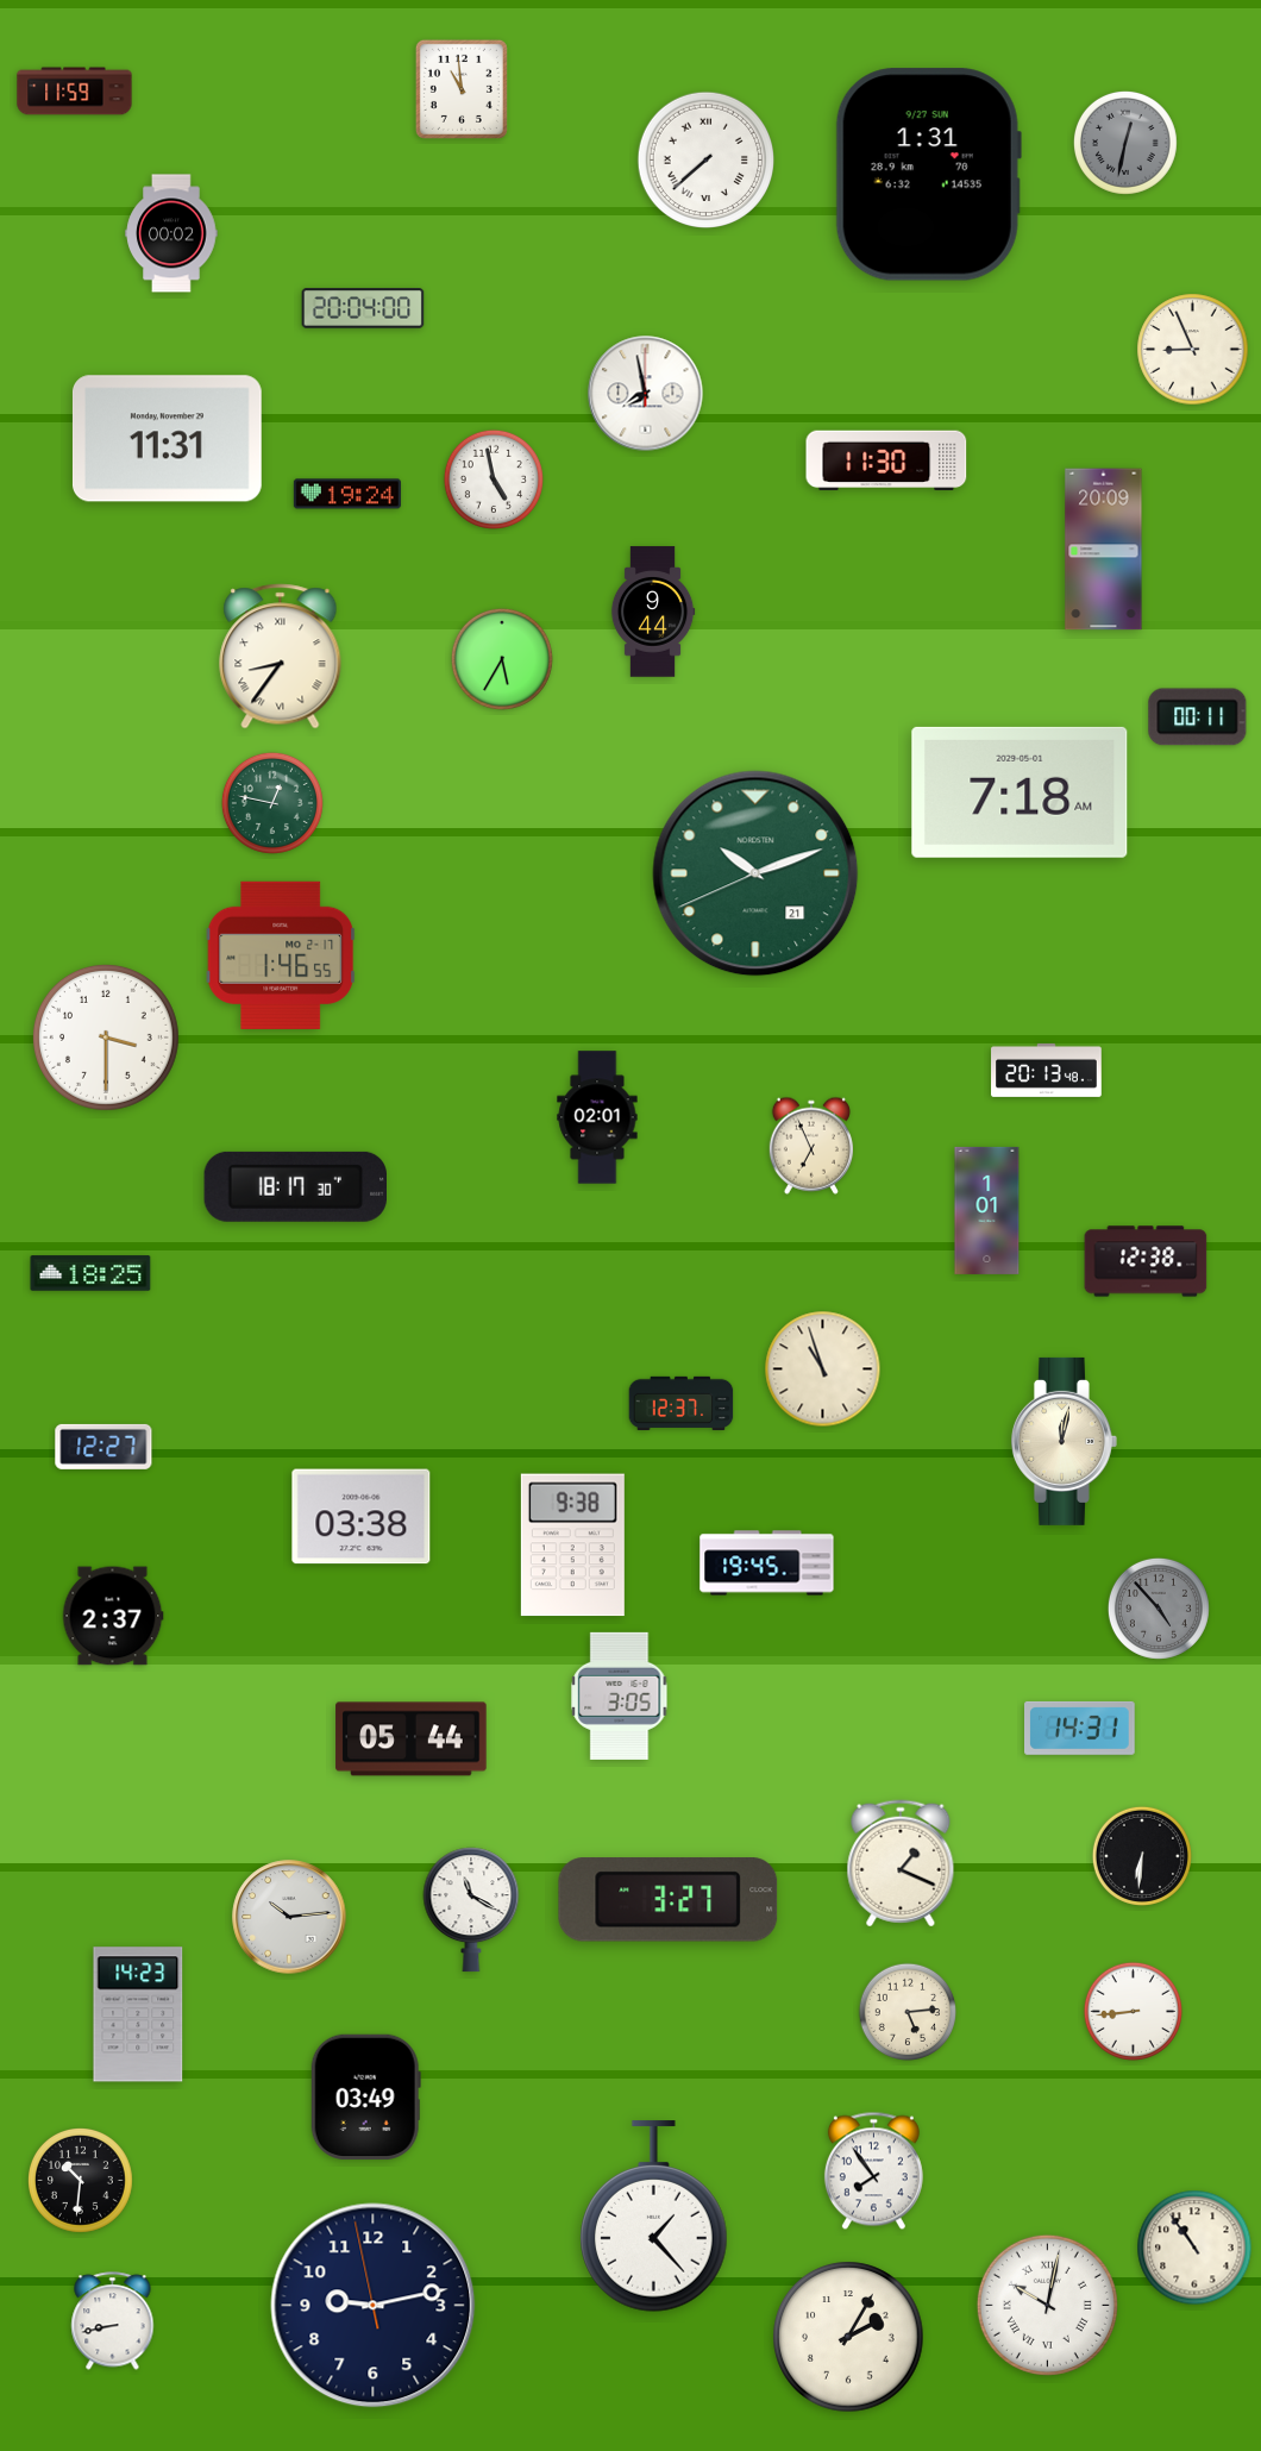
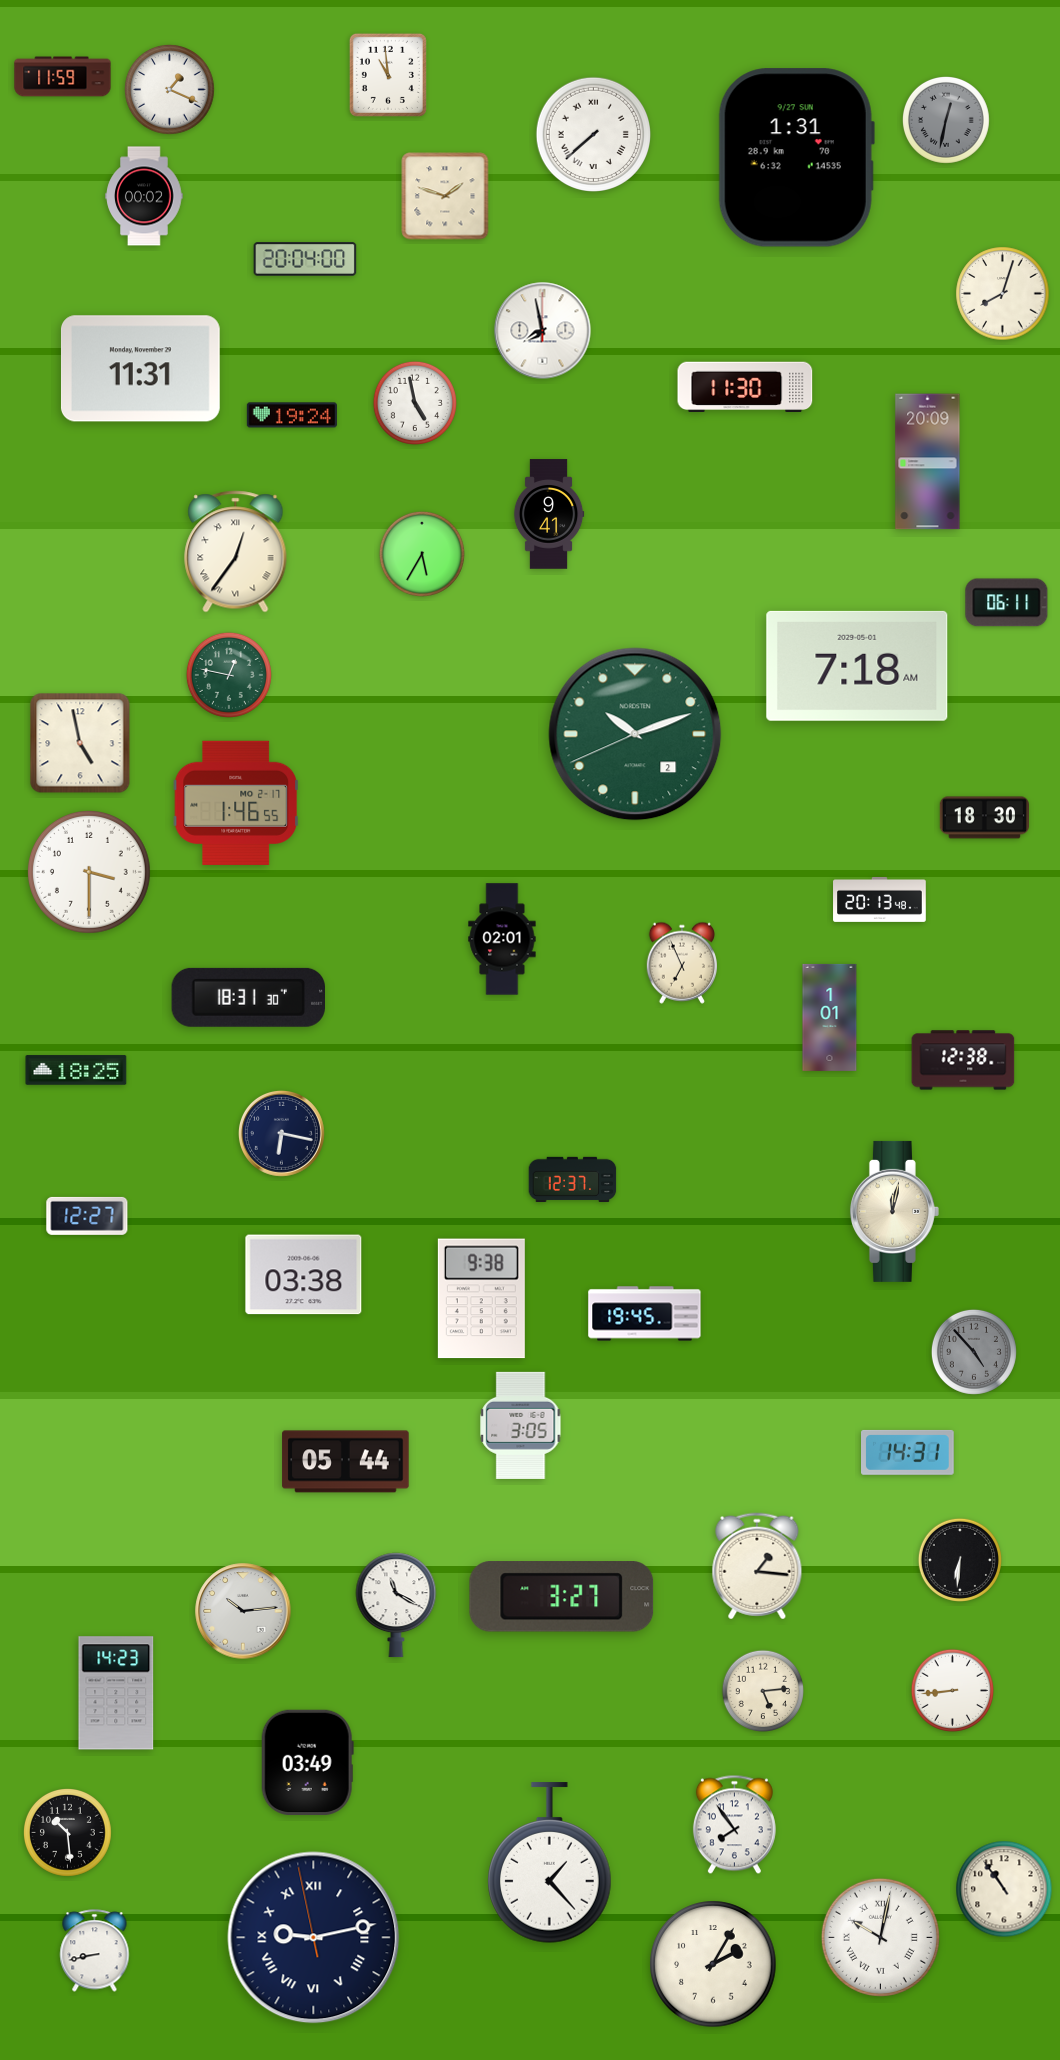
clock at (170, 90): none -> 1:19
clock at (928, 175) position: (928, 175) -> (796, 158)
clock at (445, 196): none -> 1:48
clock at (1193, 350): 8:56 -> 8:03
clock at (653, 612): 9:44 -> 9:41
clock at (281, 657): 8:36 -> 12:36
clock at (1198, 717): 00:11 -> 06:11
clock at (755, 873) date: 21 -> 2
clock at (80, 743): none -> 4:58
clock at (984, 818): none -> 18:30
clock at (295, 1186): 18:17 -> 18:31
clock at (281, 1133): none -> 6:17
clock at (823, 1369): 10:57 -> none
clock at (113, 1616): 2:37 -> none
clock at (901, 1863): 1:19 -> 1:16
clock at (81, 2181): 10:31 -> 10:29
clock at (374, 2306) numerals: Arabic -> Roman
